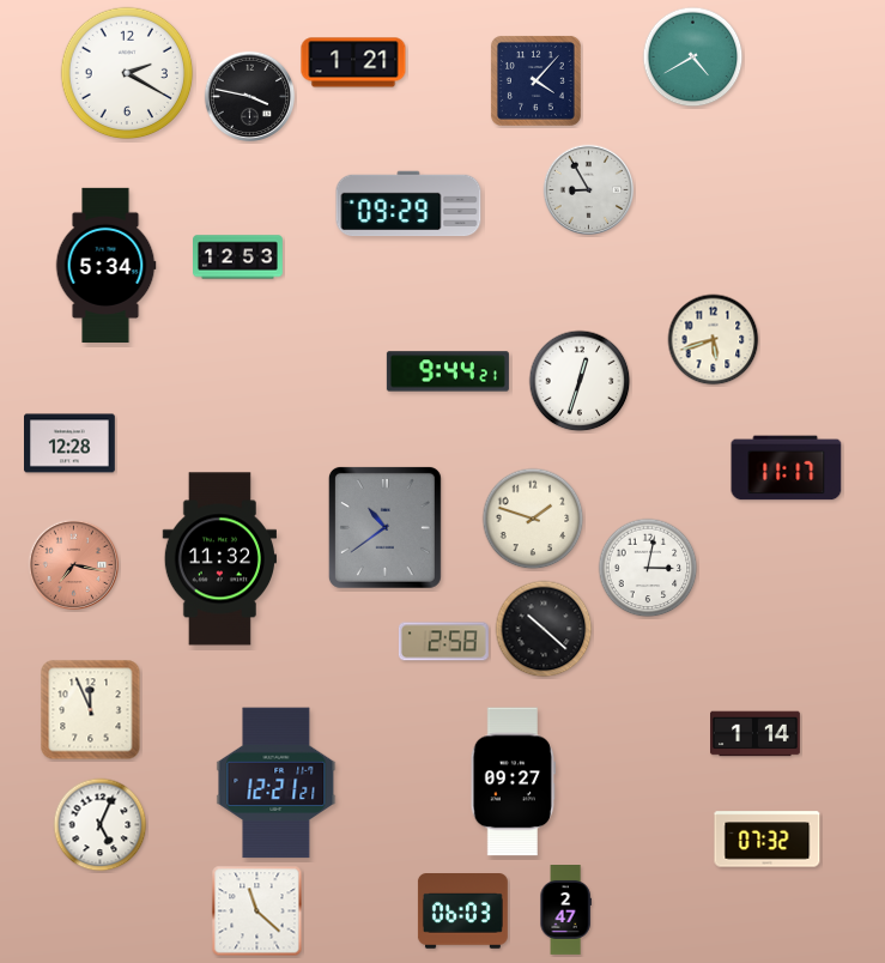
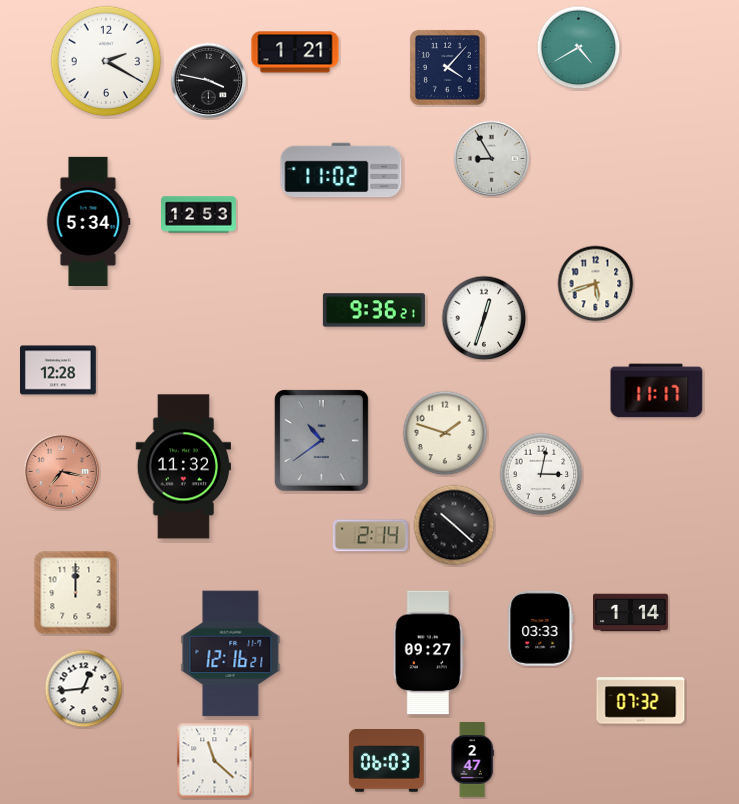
clock at (408, 204): 09:29 -> 11:02
clock at (448, 371): 9:44 -> 9:36
clock at (443, 642): 2:58 -> 2:14
clock at (91, 710): 11:56 -> 12:00
clock at (541, 628): none -> 03:33
clock at (277, 783): 12:21 -> 12:16
clock at (101, 825): 5:04 -> 12:44
